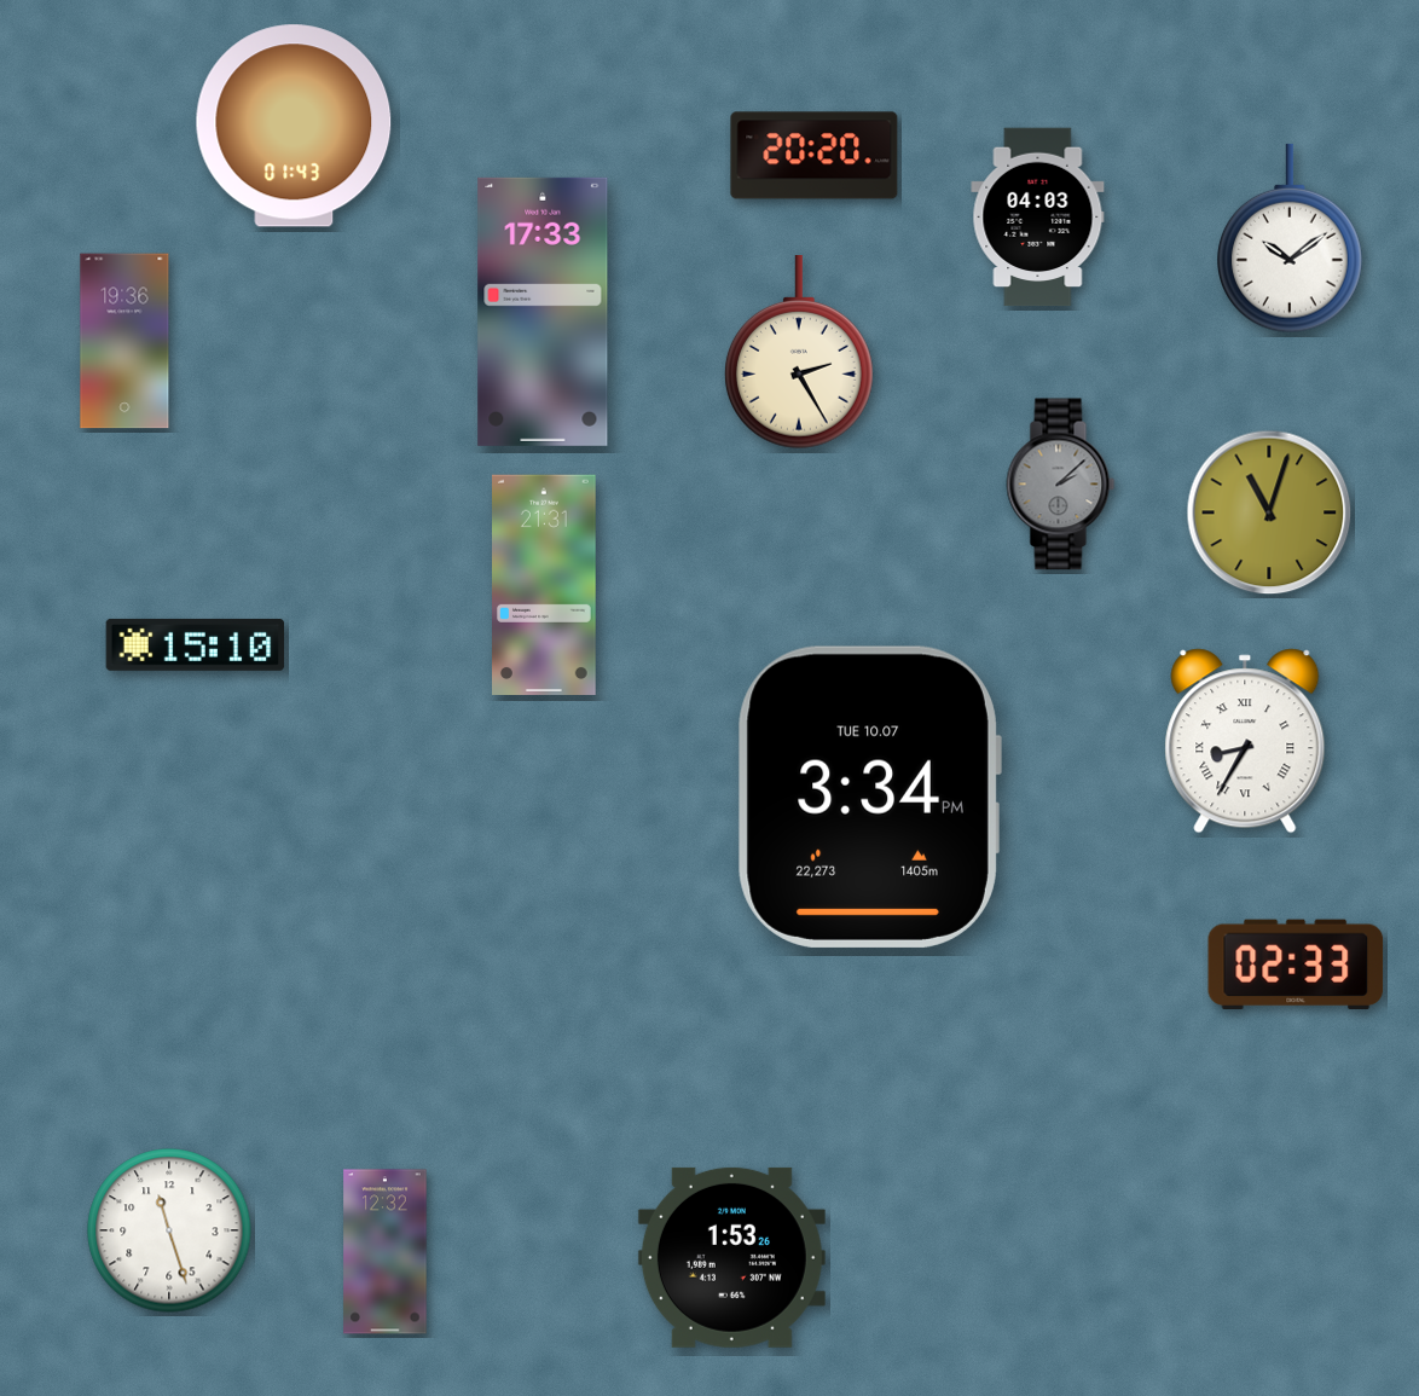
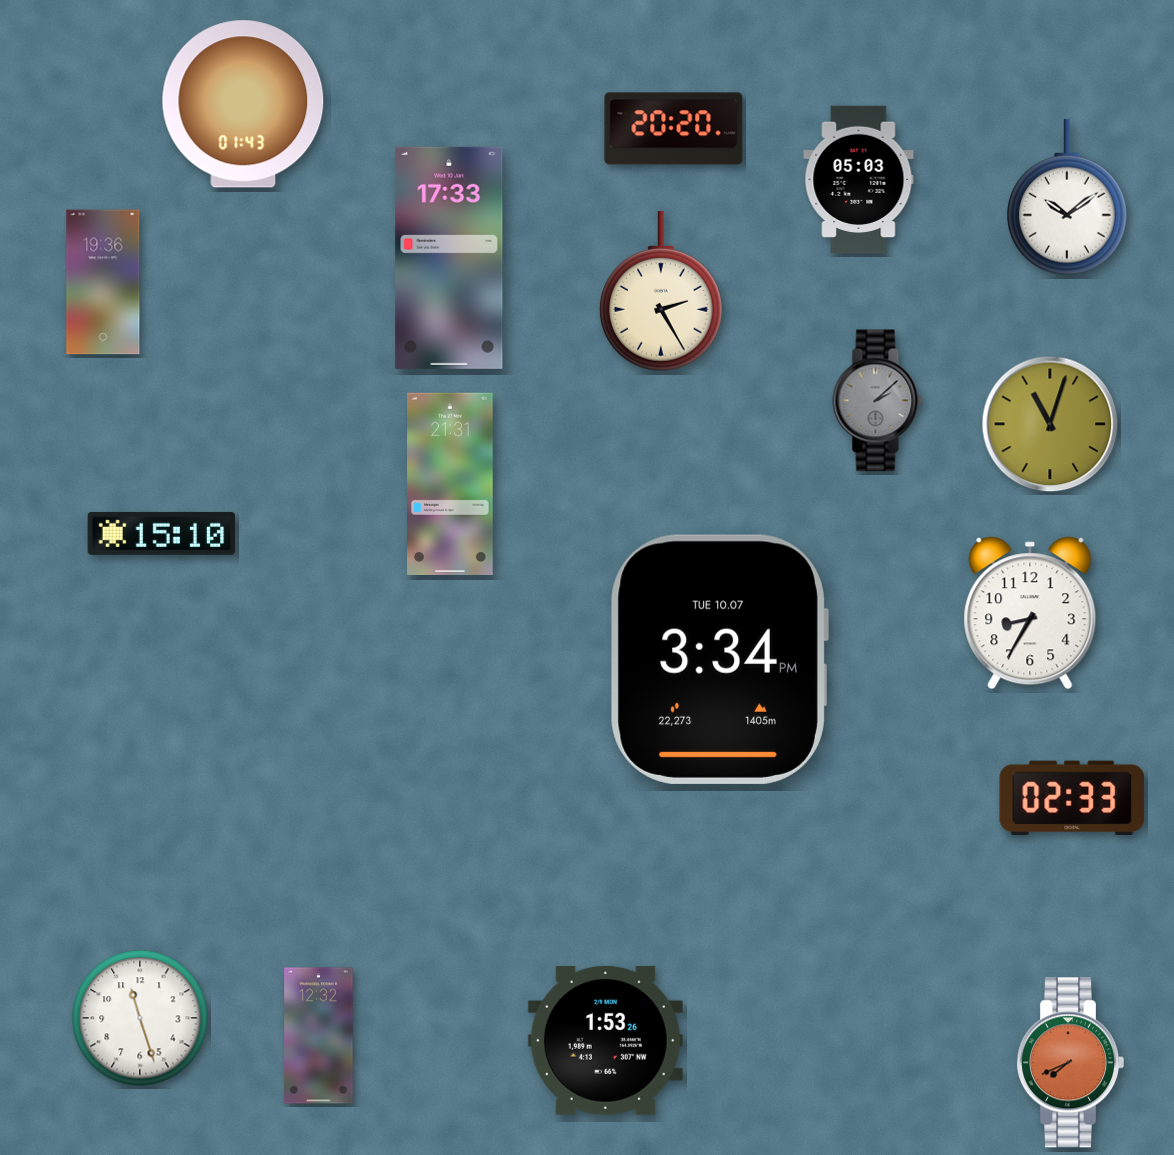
clock at (1038, 218): 04:03 -> 05:03
clock at (1245, 741) numerals: Roman -> Arabic
clock at (1071, 1063): none -> 7:41
